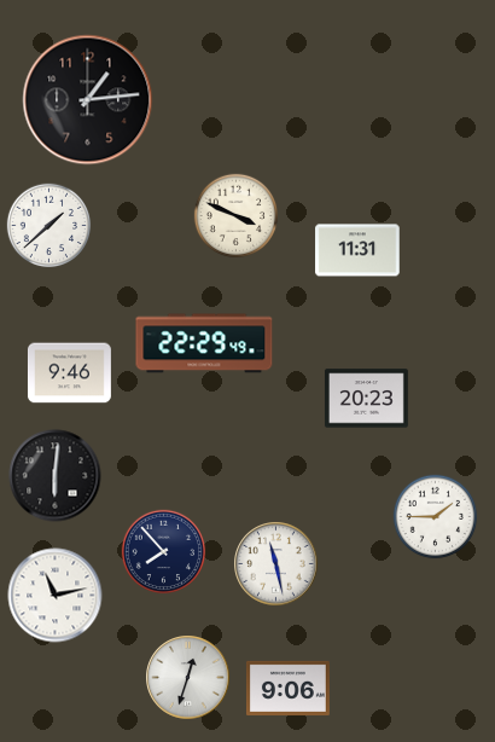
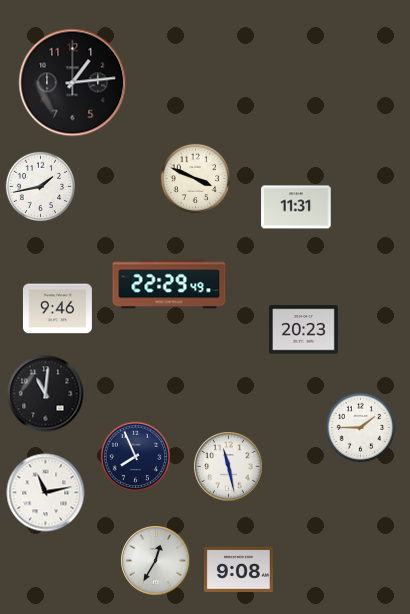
clock at (49, 226): 1:38 -> 1:43
clock at (56, 476): 6:01 -> 11:01
clock at (164, 552): 7:53 -> 7:56
clock at (188, 678): 12:33 -> 12:35
clock at (287, 688): 9:06 -> 9:08
